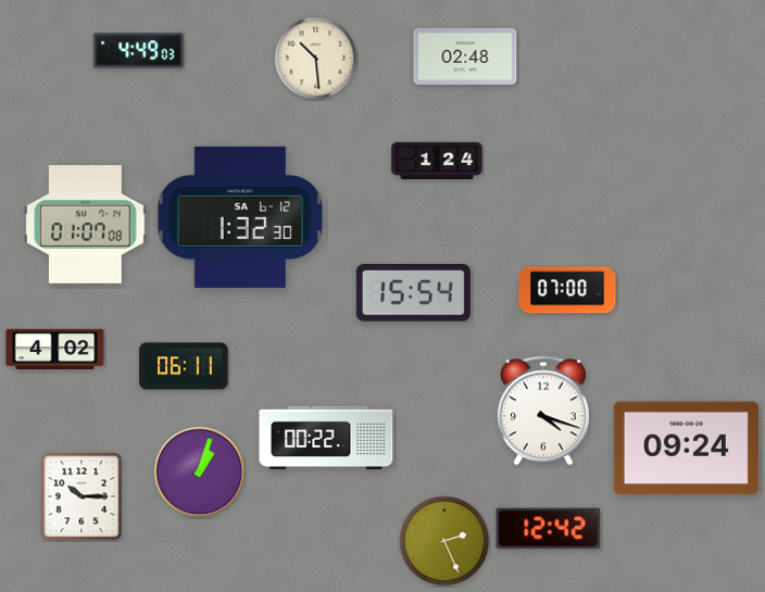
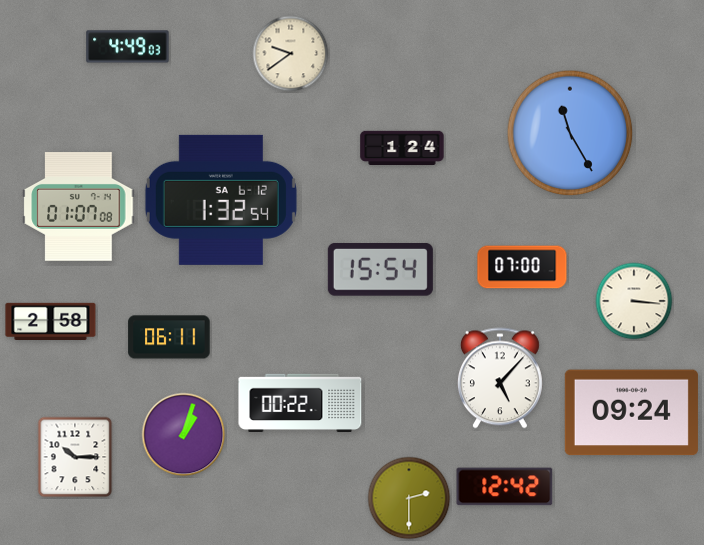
clock at (465, 56): 02:48 -> none
clock at (316, 59): 10:29 -> 9:39
clock at (570, 133): none -> 11:25
clock at (240, 217): 1:32:30 -> 1:32:54
clock at (634, 301): none -> 3:16
clock at (55, 349): 4:02 -> 2:58
clock at (543, 411): 4:18 -> 5:07
clock at (444, 541): 2:26 -> 2:30
